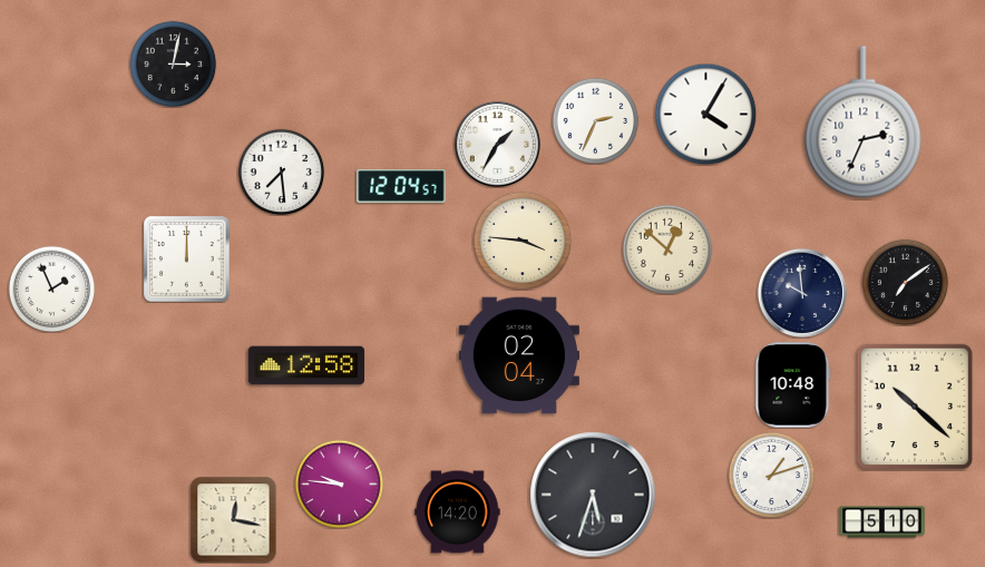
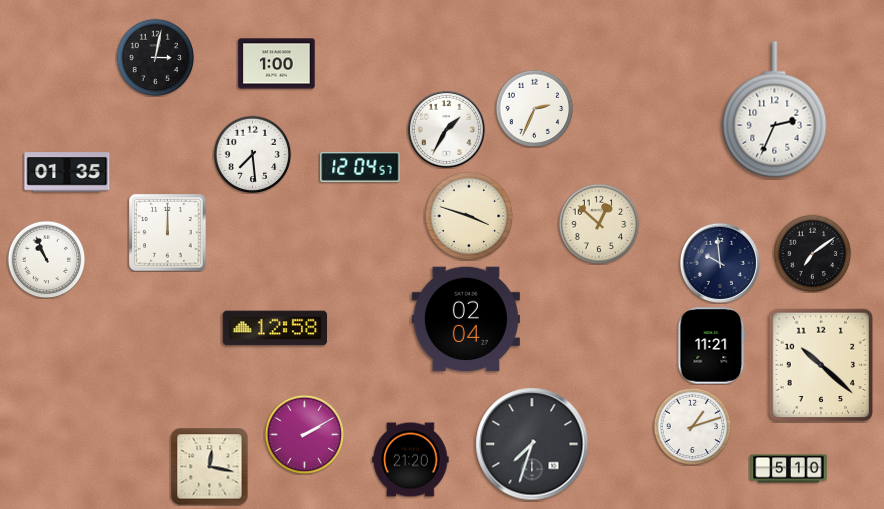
clock at (277, 64): none -> 1:00
clock at (705, 114): 4:05 -> none
clock at (67, 172): none -> 01:35
clock at (523, 241): 3:46 -> 3:48
clock at (51, 289): 1:56 -> 10:56
clock at (793, 385): 10:48 -> 11:21
clock at (339, 483): 9:46 -> 2:10
clock at (593, 495): 5:33 -> 7:33
clock at (458, 512): 14:20 -> 21:20
clock at (882, 522) position: (882, 522) -> (789, 469)
